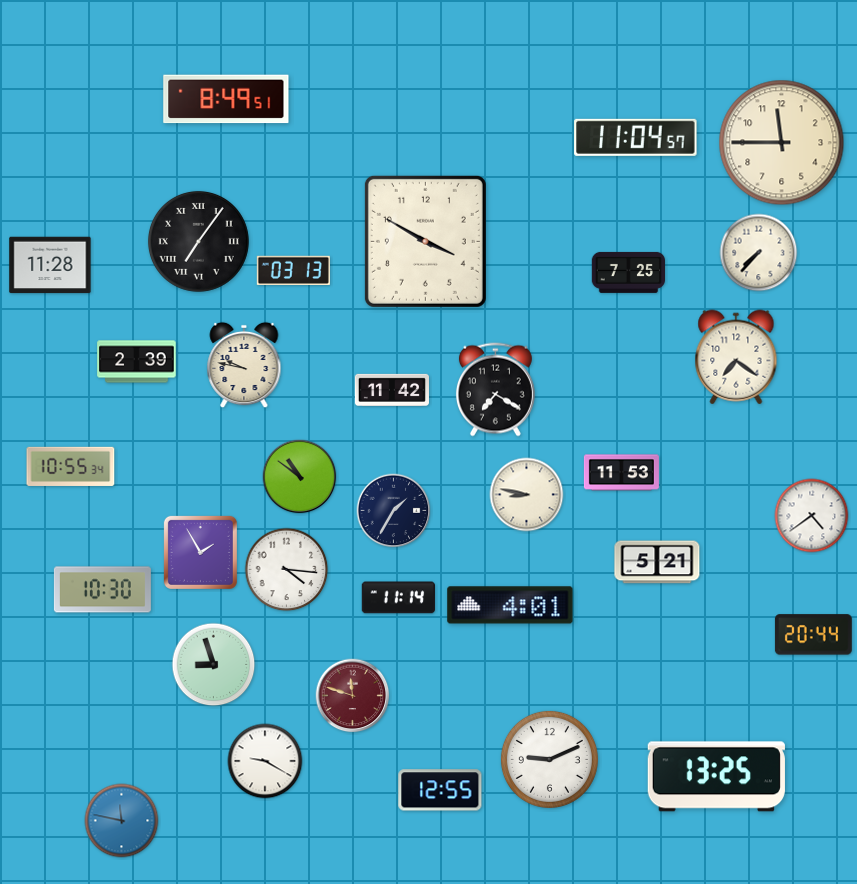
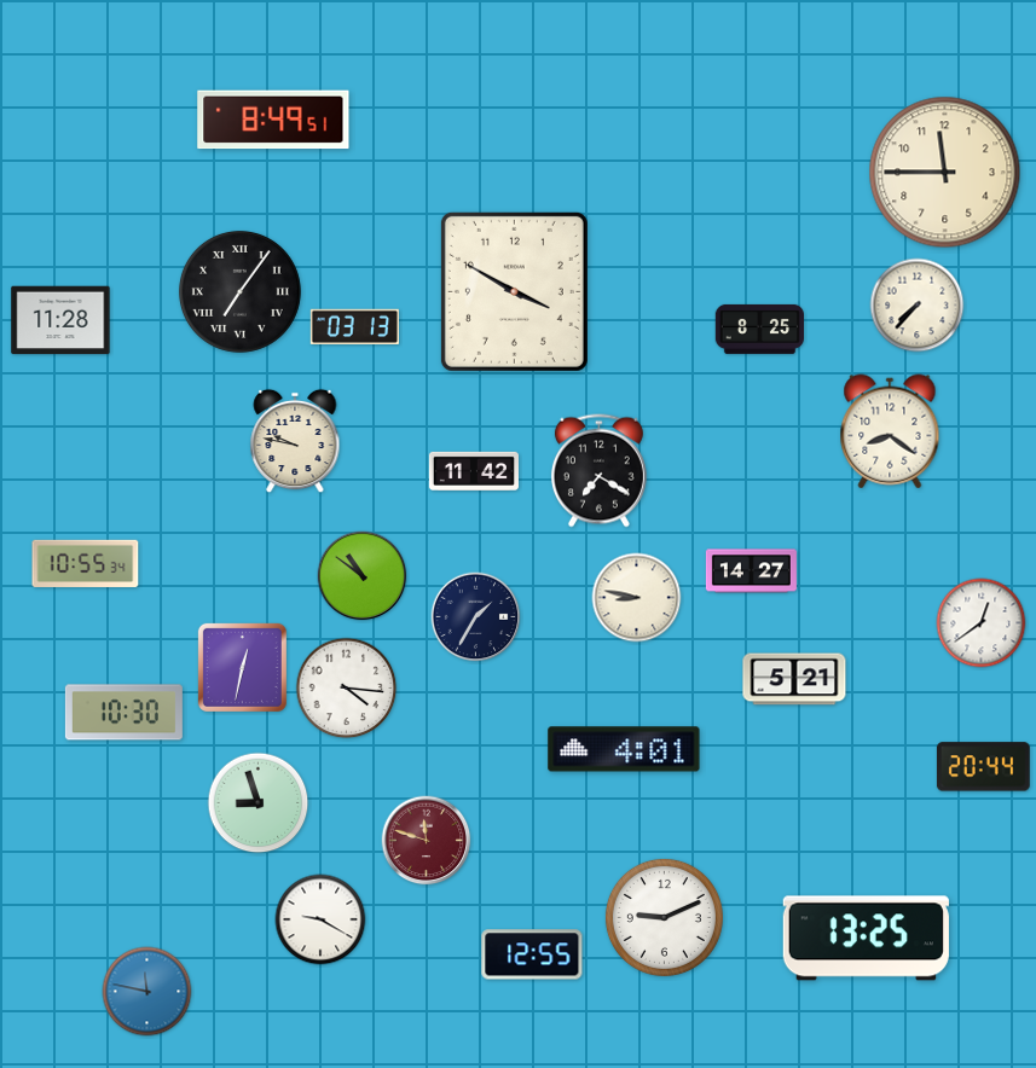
clock at (636, 137): 11:04 -> none
clock at (628, 272): 7:25 -> 8:25
clock at (736, 357): 7:21 -> 8:21
clock at (137, 362): 2:39 -> none
clock at (621, 473): 11:53 -> 14:27
clock at (812, 516): 4:39 -> 12:39
clock at (200, 552): 1:55 -> 12:32
clock at (398, 598): 11:14 -> none
clock at (510, 605) position: (510, 605) -> (624, 749)
